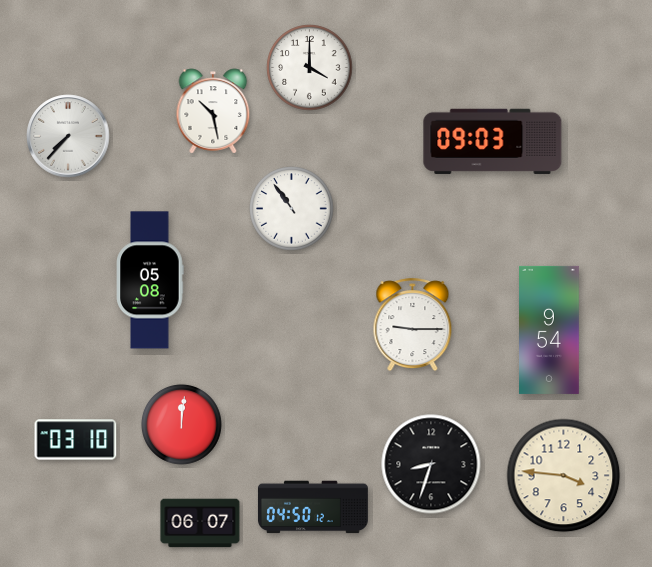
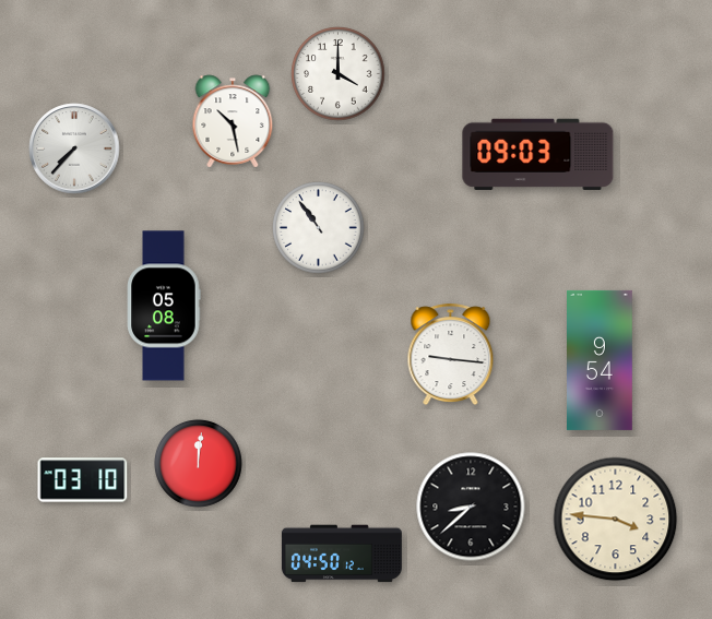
clock at (413, 325): 9:15 -> 9:16
clock at (431, 464): 8:33 -> 8:38
clock at (200, 523): 06:07 -> none
